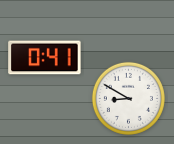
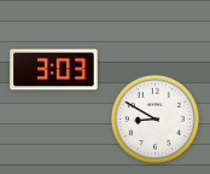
clock at (45, 58): 0:41 -> 3:03
